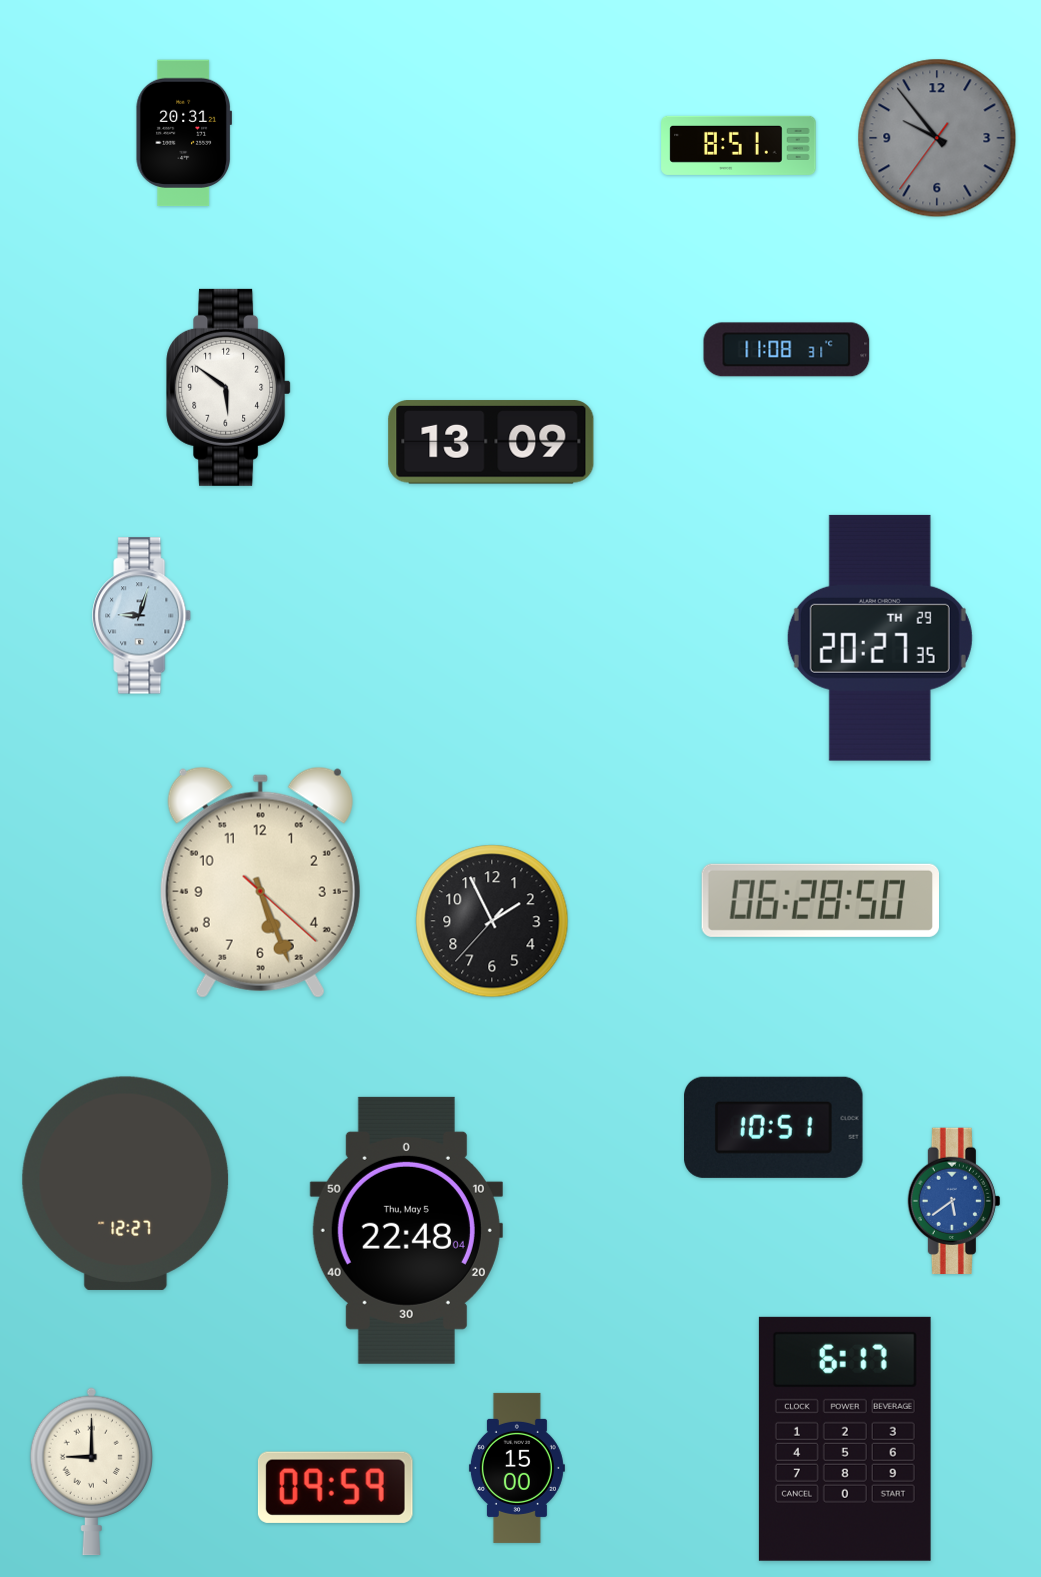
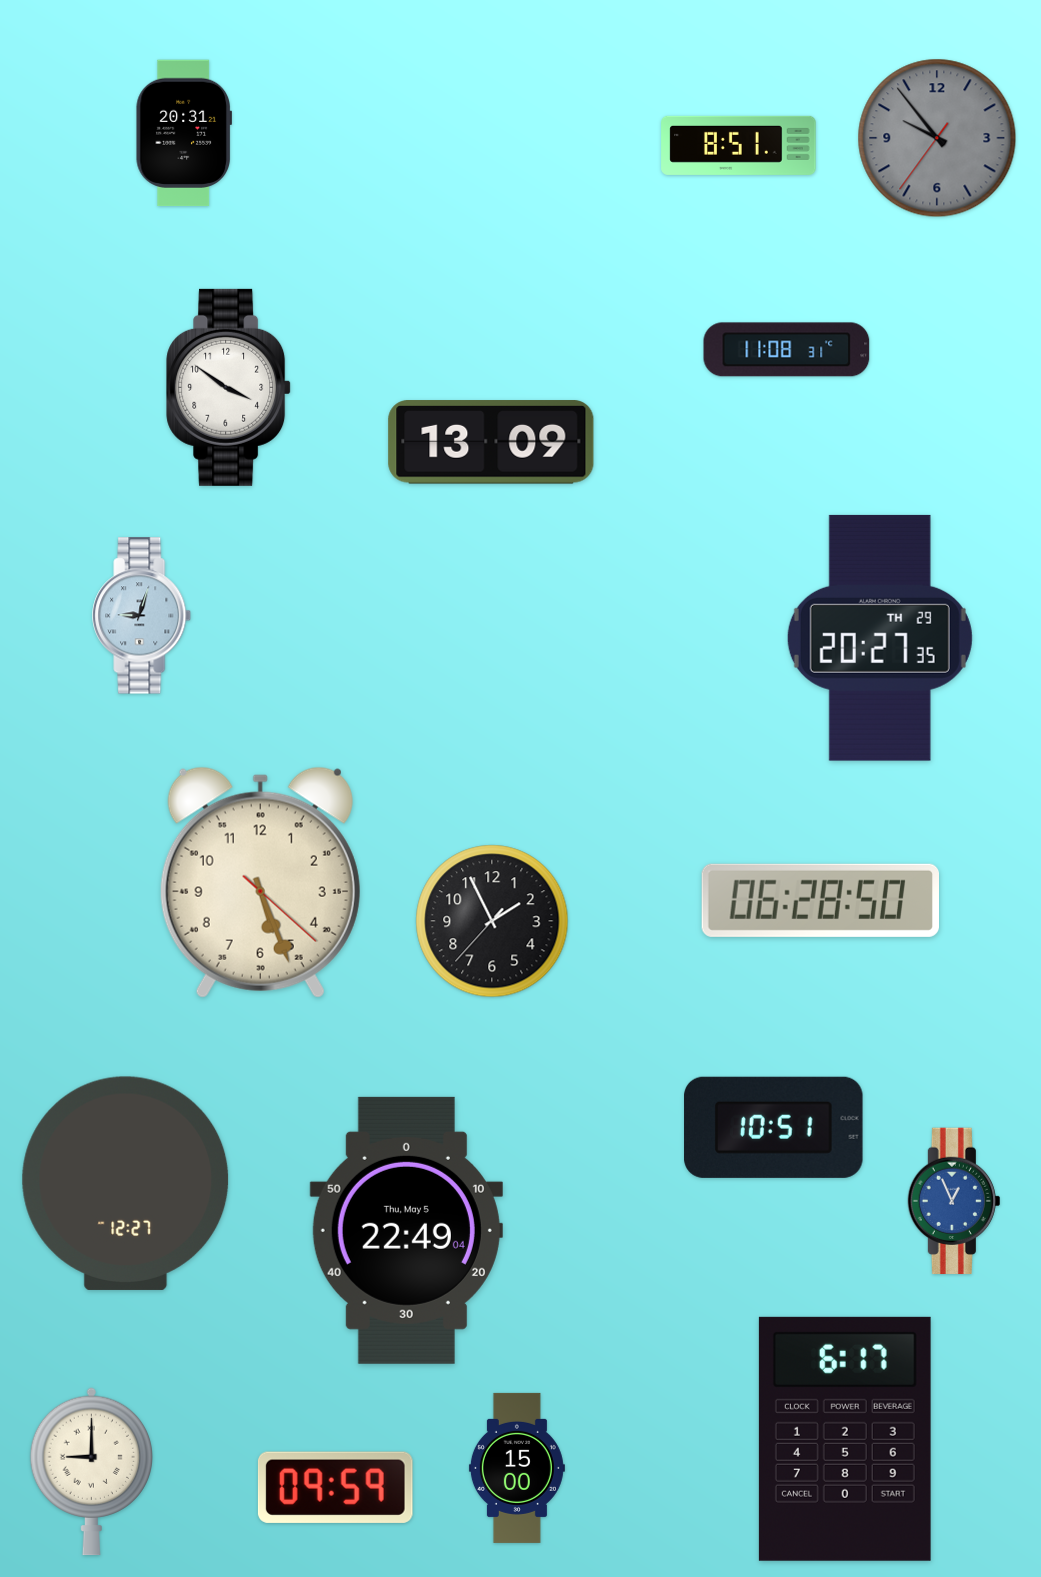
clock at (229, 387): 5:51 -> 3:51
clock at (954, 1201): 5:39 -> 12:56
clock at (406, 1230): 22:48 -> 22:49
